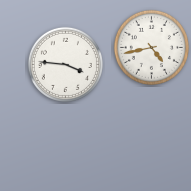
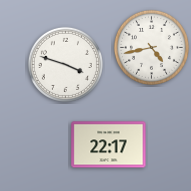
clock at (65, 64): 3:46 -> 3:48
clock at (109, 145): none -> 22:17
